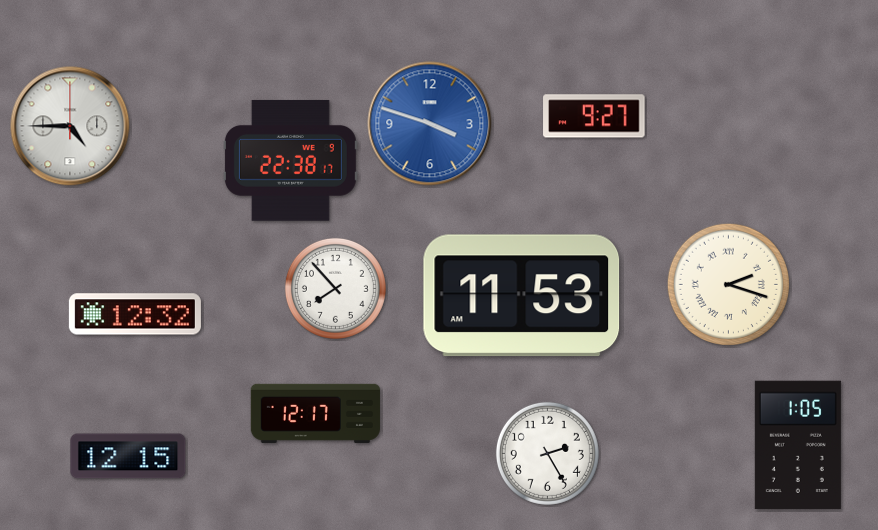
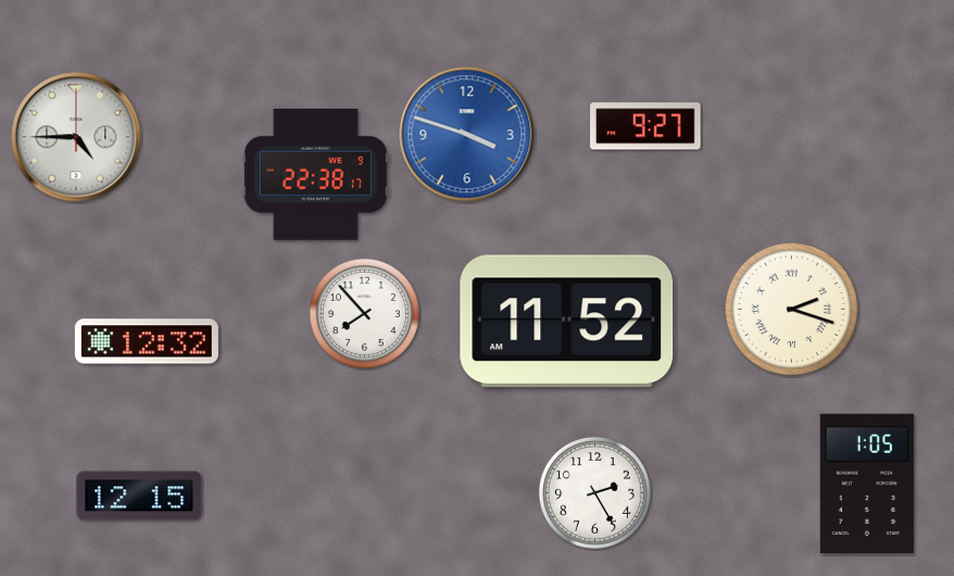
clock at (522, 296): 11:53 -> 11:52
clock at (315, 413): 12:17 -> none
